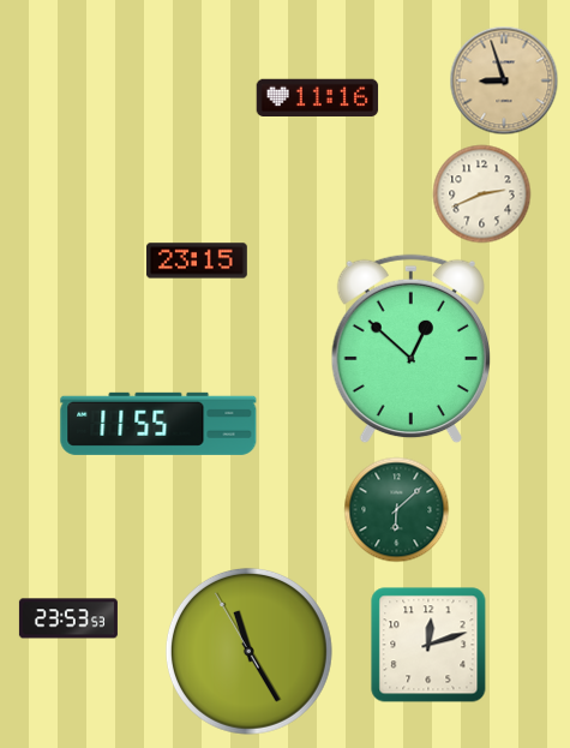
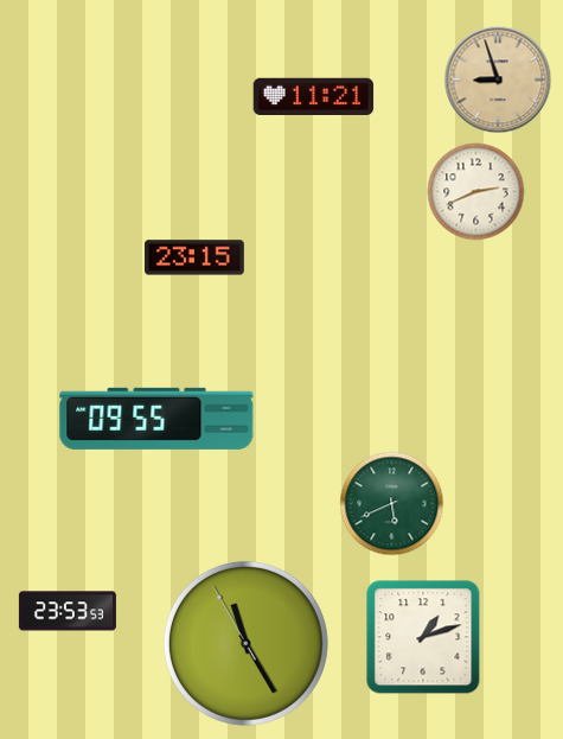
clock at (318, 98): 11:16 -> 11:21
clock at (410, 349): 12:52 -> none
clock at (158, 424): 11:55 -> 09:55
clock at (397, 510): 6:08 -> 5:41
clock at (428, 645): 12:12 -> 1:12
